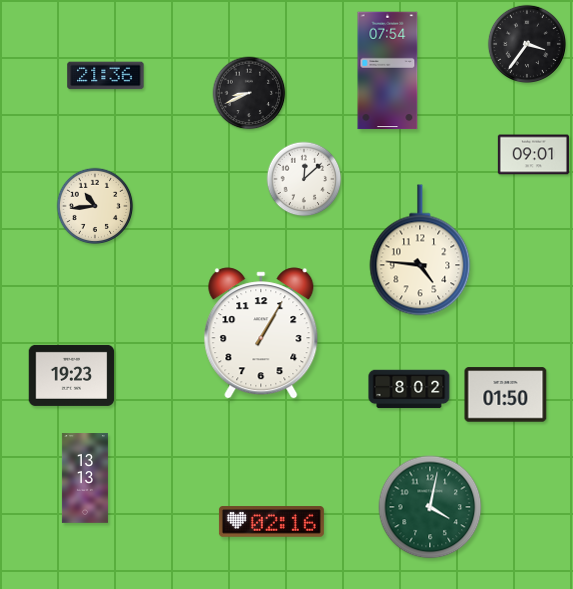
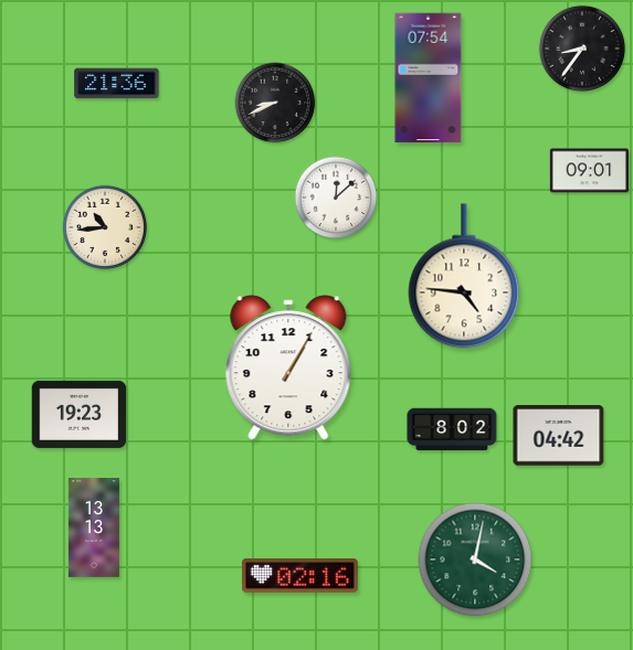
clock at (526, 43): 3:36 -> 8:36
clock at (506, 395): 01:50 -> 04:42
